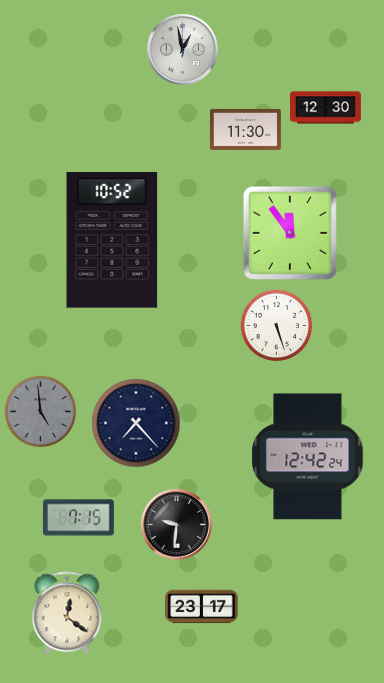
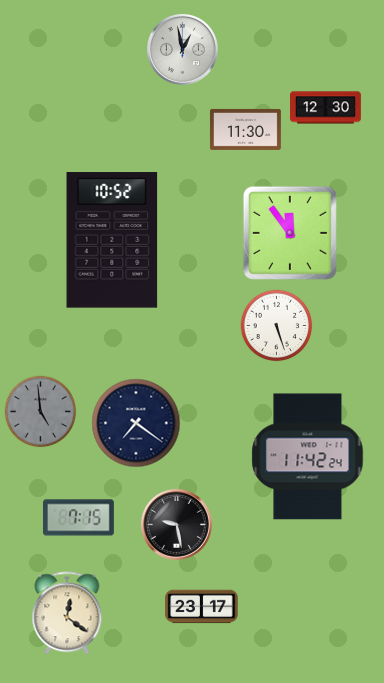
clock at (136, 423): 7:23 -> 7:21
clock at (308, 457): 12:42 -> 11:42
clock at (176, 524): 9:31 -> 9:28
